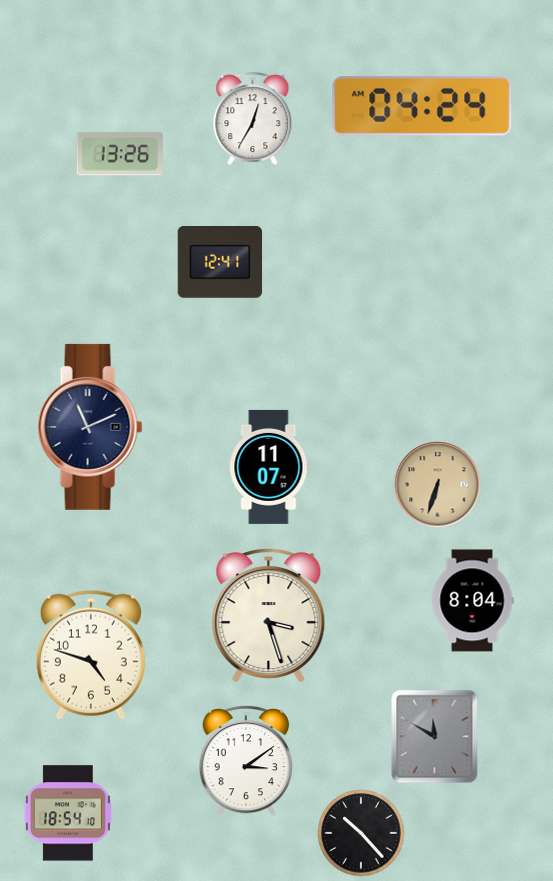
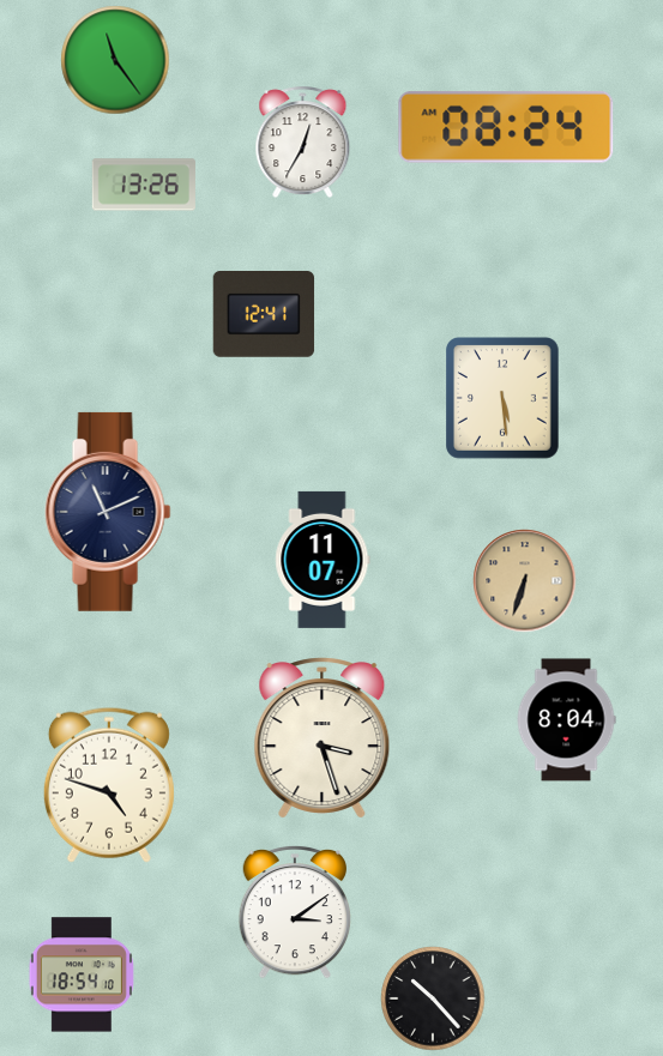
clock at (115, 60): none -> 11:24
clock at (422, 106): 04:24 -> 08:24
clock at (504, 399): none -> 5:29
clock at (435, 737): 11:50 -> none
